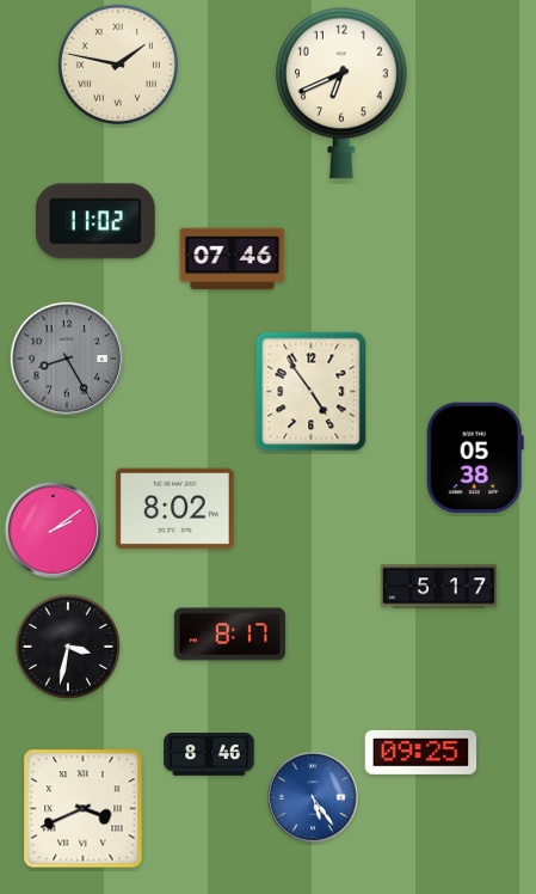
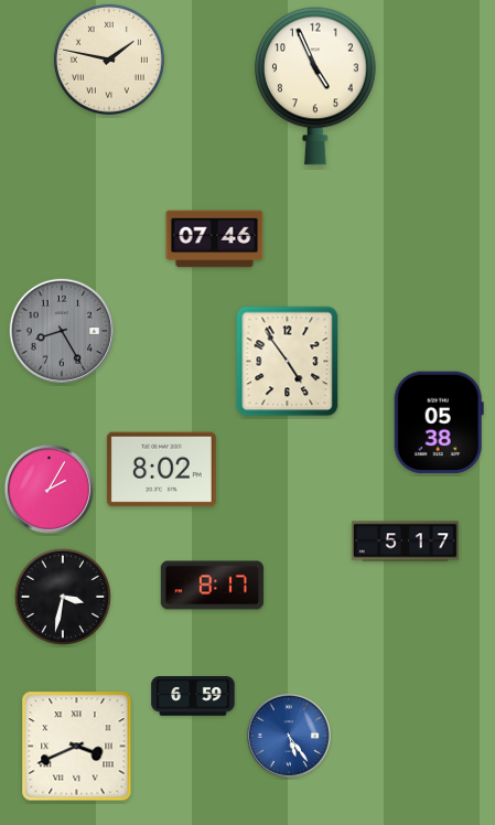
clock at (343, 93): 6:41 -> 4:56
clock at (96, 221): 11:02 -> none
clock at (53, 529): 2:09 -> 2:05
clock at (421, 752): 09:25 -> none
clock at (209, 754): 8:46 -> 6:59
